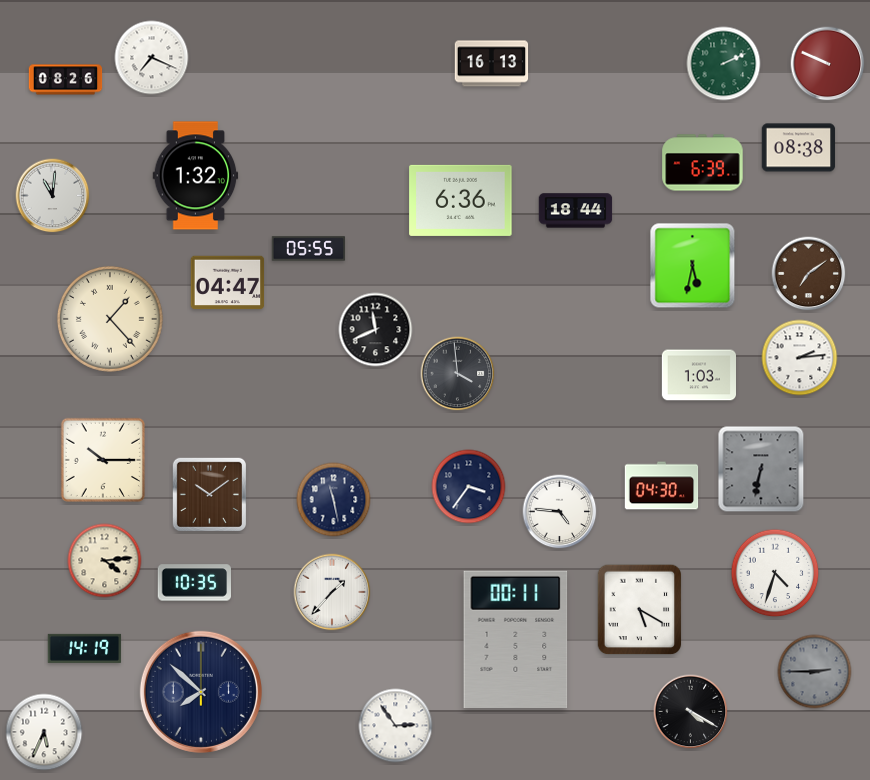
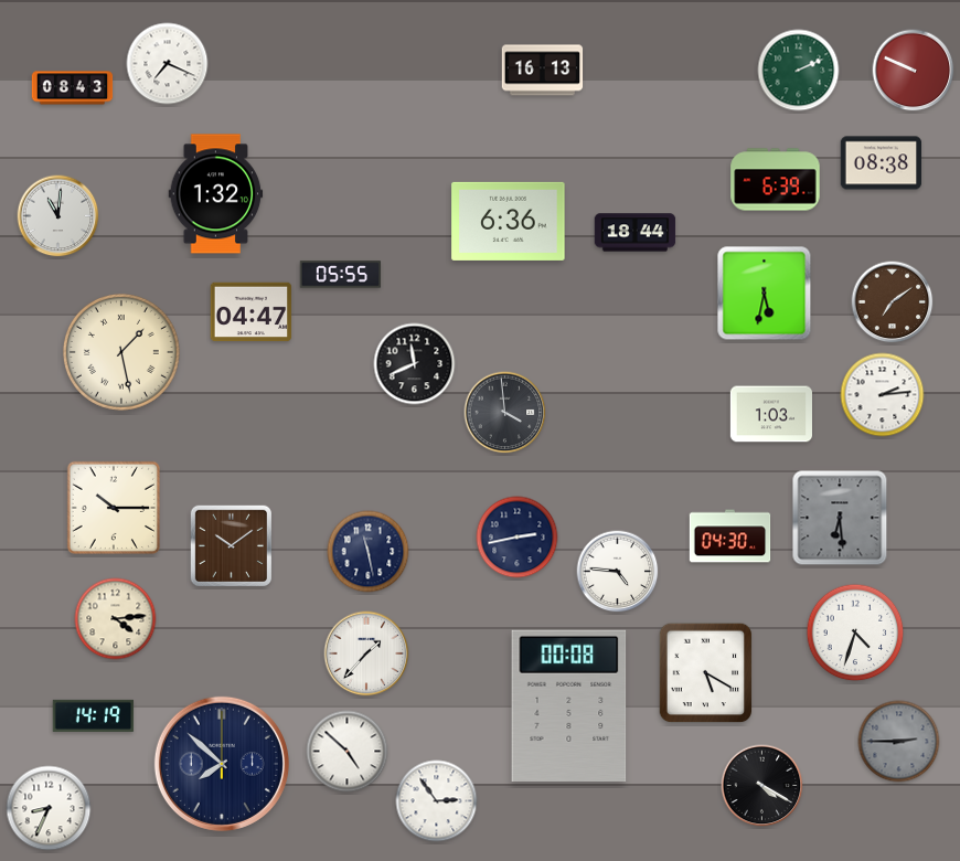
clock at (66, 80): 08:26 -> 08:43
clock at (110, 319): 1:23 -> 1:28
clock at (761, 469): 6:32 -> 6:29
clock at (469, 487): 3:36 -> 2:43
clock at (560, 512) position: (560, 512) -> (618, 572)
clock at (195, 583): 10:35 -> none
clock at (516, 639): 00:11 -> 00:08
clock at (348, 752): none -> 4:52
clock at (44, 732): 5:34 -> 8:34
